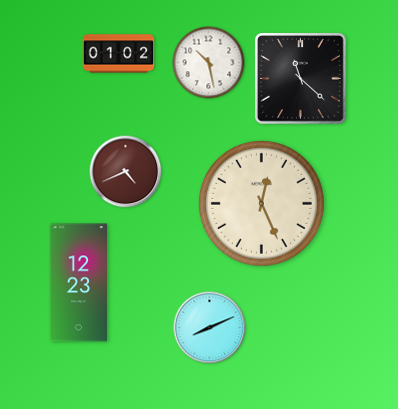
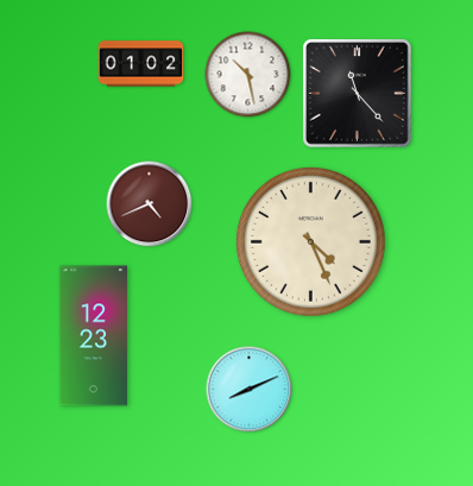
clock at (300, 78): 11:22 -> 11:23
clock at (261, 203): 12:26 -> 4:26
